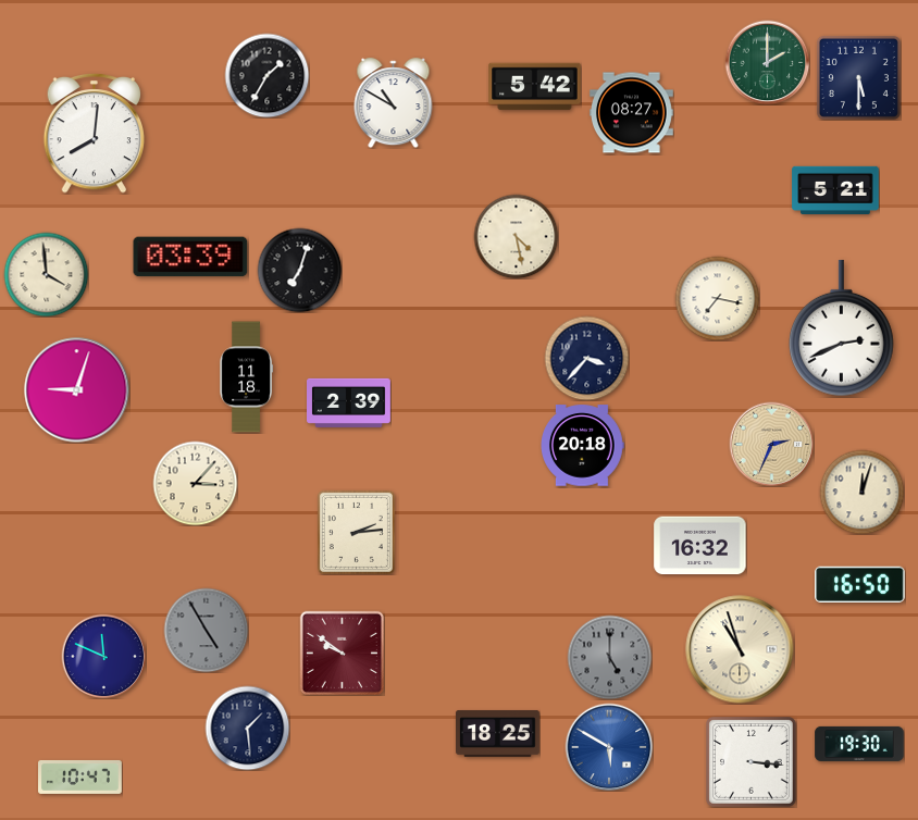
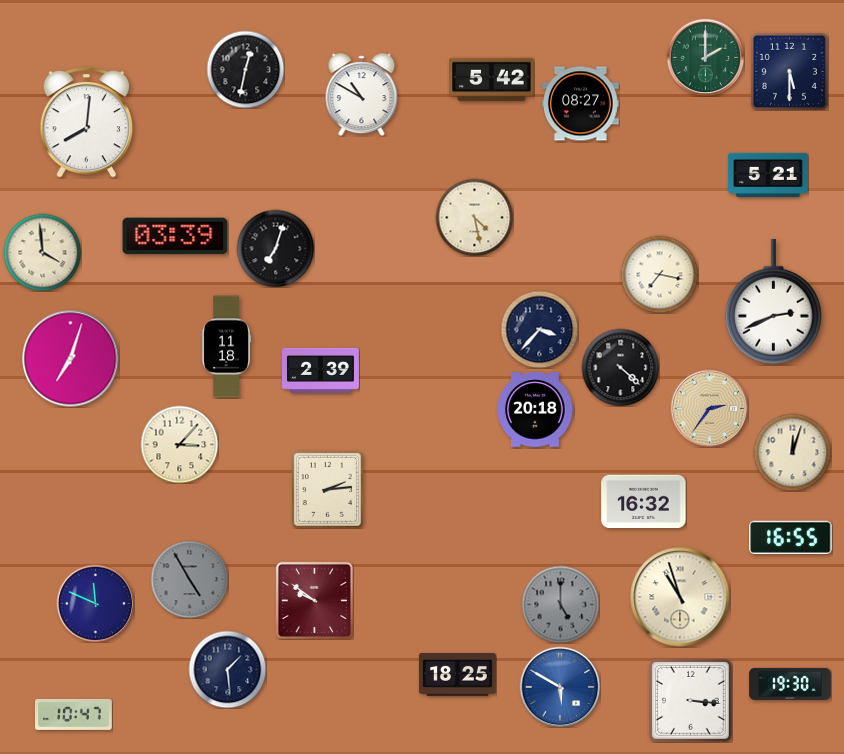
clock at (266, 75): 1:35 -> 12:32
clock at (77, 390): 9:03 -> 7:03
clock at (620, 367): none -> 4:22
clock at (771, 444): 2:34 -> 2:36
clock at (860, 584): 16:50 -> 16:55
